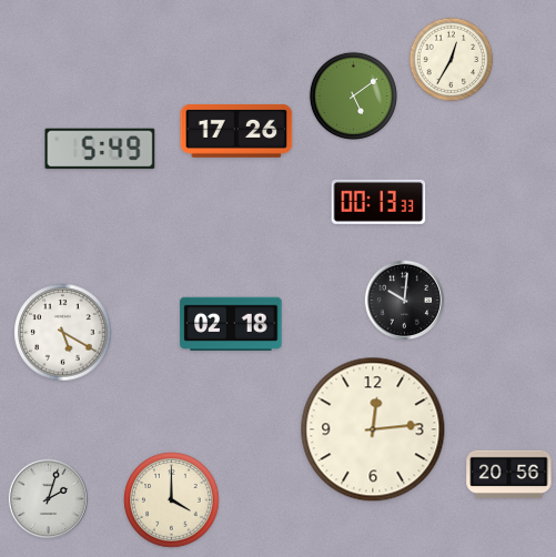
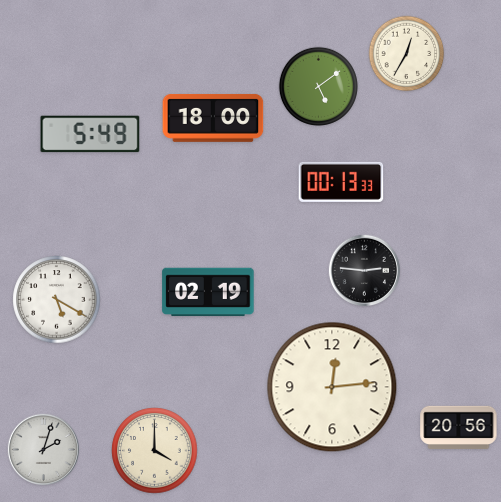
clock at (236, 131): 17:26 -> 18:00
clock at (404, 300): 10:01 -> 2:46
clock at (231, 324): 02:18 -> 02:19
clock at (373, 429) position: (373, 429) -> (332, 387)
